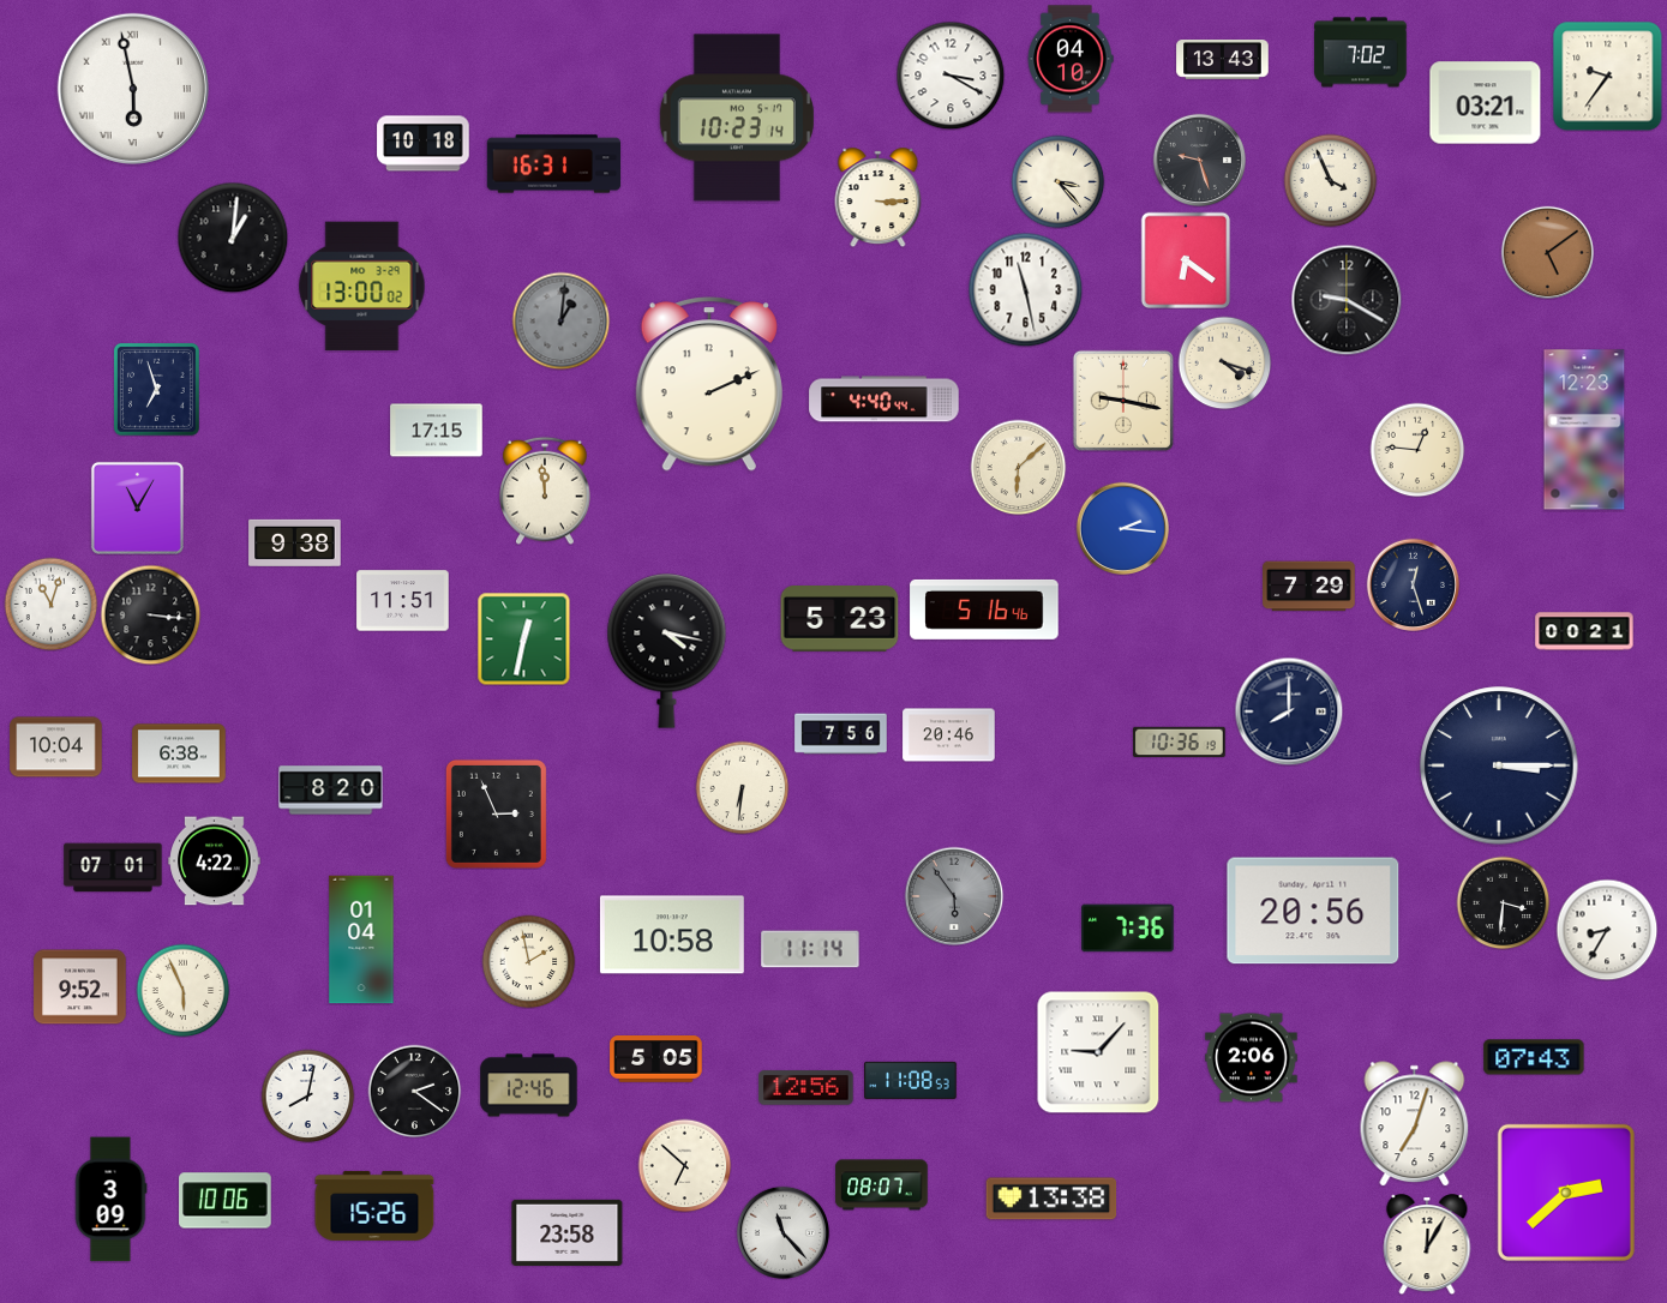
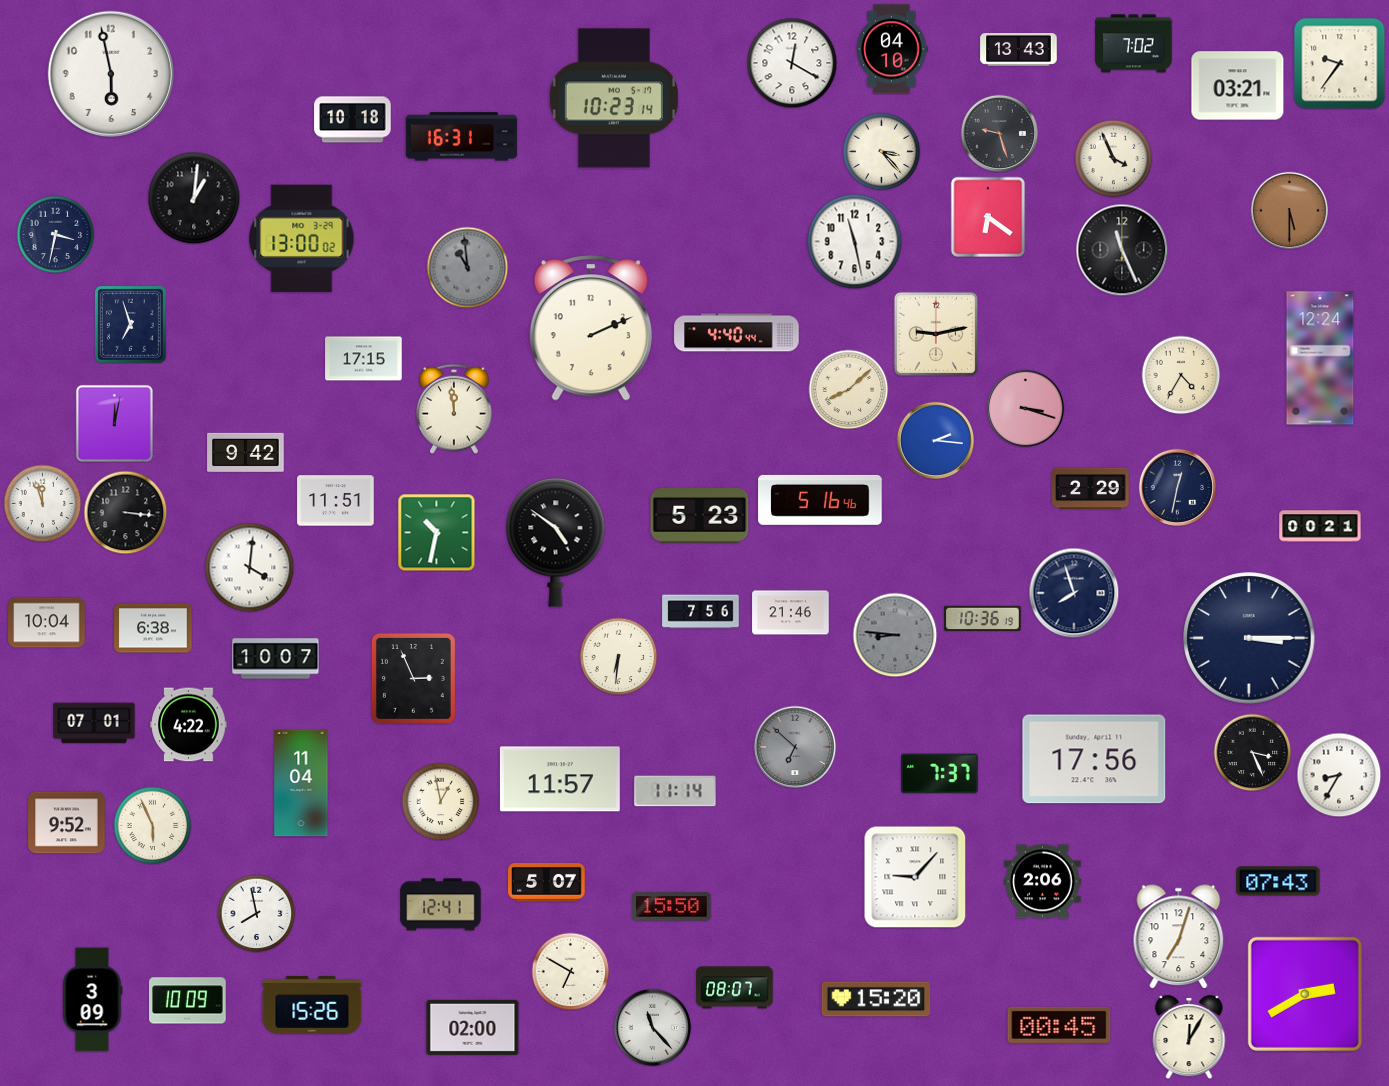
clock at (951, 76): 3:20 -> 12:20
clock at (133, 89) numerals: Roman -> Arabic
clock at (1330, 180) position: (1330, 180) -> (1113, 158)
clock at (879, 198): 3:15 -> none
clock at (1547, 252): 5:09 -> 5:30
clock at (55, 234): none -> 3:32
clock at (1347, 300): 9:20 -> 11:26
clock at (560, 320): 1:01 -> 10:59
clock at (1224, 362): 4:18 -> none
clock at (709, 384) position: (709, 384) -> (591, 328)
clock at (1123, 401): 9:17 -> 9:13
clock at (1584, 430): 12:23 -> 12:24
clock at (1417, 450): 12:46 -> 4:35
clock at (1018, 467): 6:08 -> 8:08
clock at (1025, 408): none -> 3:18
clock at (137, 508): 11:05 -> 12:02
clock at (295, 542): 9:38 -> 9:42
clock at (1413, 584): 12:27 -> 12:32
clock at (1309, 587): 7:29 -> 2:29
clock at (50, 604): 11:03 -> 11:57
clock at (984, 610) position: (984, 610) -> (820, 500)
clock at (523, 638): 12:32 -> 10:32
clock at (667, 650): 4:17 -> 4:51
clock at (249, 567): none -> 4:01
clock at (1289, 711): 8:00 -> 7:57
clock at (949, 735): 20:46 -> 21:46
clock at (179, 753) position: (179, 753) -> (153, 628)
clock at (895, 635): none -> 8:46
clock at (331, 791): 8:20 -> 10:07
clock at (215, 861) position: (215, 861) -> (189, 725)
clock at (954, 896): 5:54 -> 6:52
clock at (1503, 902): 3:31 -> 3:26
clock at (1313, 911): 20:56 -> 17:56
clock at (1128, 929): 7:36 -> 7:37
clock at (672, 935): 10:58 -> 11:57
clock at (361, 939): 01:04 -> 11:04
clock at (528, 961): 1:58 -> 12:58
clock at (656, 1059): 5:05 -> 5:07
clock at (911, 1080): 11:08 -> none
clock at (529, 1086): 12:46 -> 12:41
clock at (806, 1088): 12:56 -> 15:50
clock at (414, 1091): 2:21 -> none
clock at (307, 1095): 8:02 -> 7:58
clock at (684, 1165): 6:52 -> 6:50
clock at (1566, 1193): 2:38 -> 2:40
clock at (1051, 1199): 13:38 -> 15:20
clock at (226, 1201): 10:06 -> 10:09
clock at (1059, 1025): none -> 00:45
clock at (568, 1232): 23:58 -> 02:00
